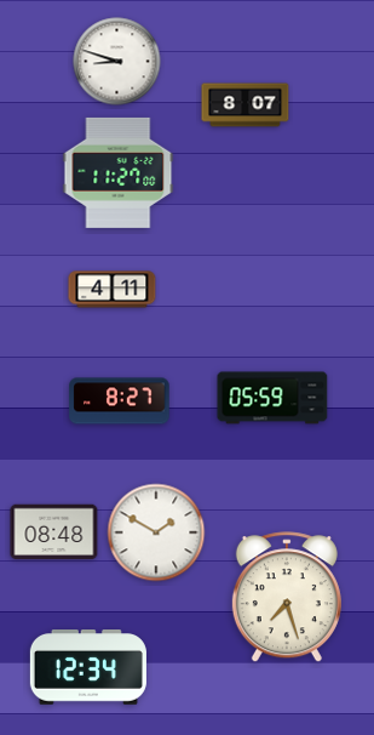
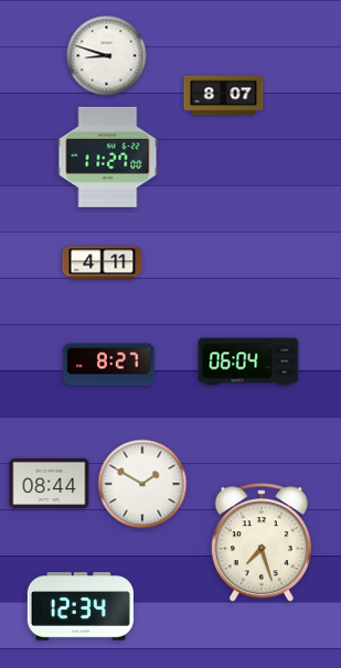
clock at (272, 398): 05:59 -> 06:04
clock at (54, 532): 08:48 -> 08:44
